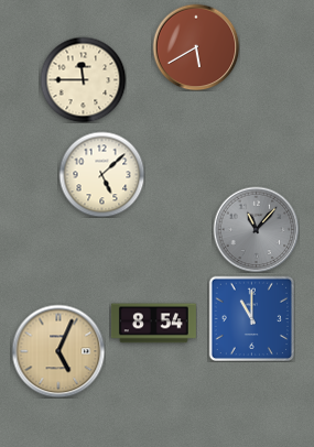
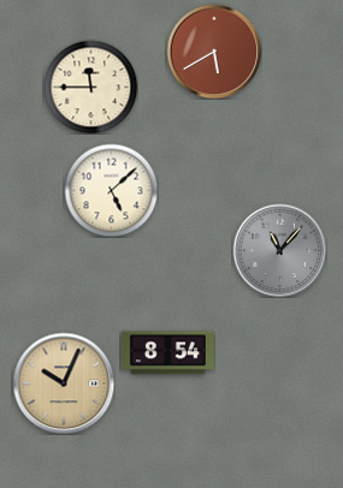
clock at (251, 318): 11:00 -> none
clock at (58, 351): 5:04 -> 10:04
